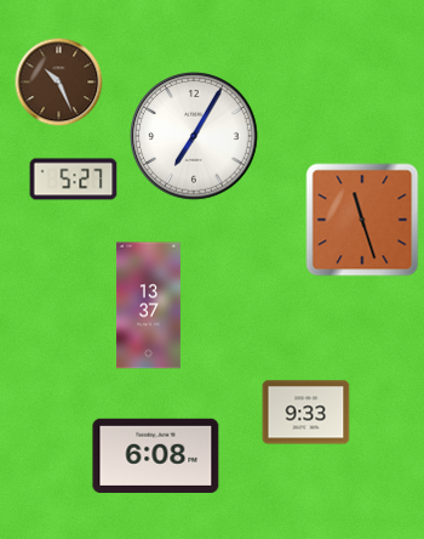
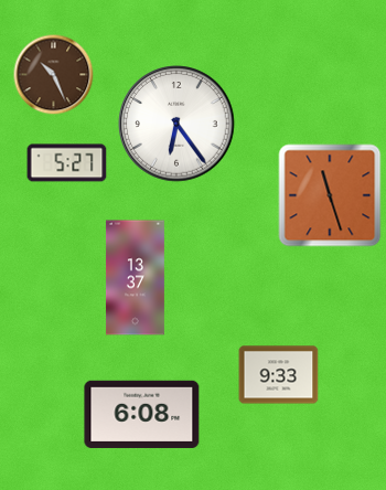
clock at (194, 136): 7:05 -> 6:24
clock at (362, 220) position: (362, 220) -> (330, 195)
